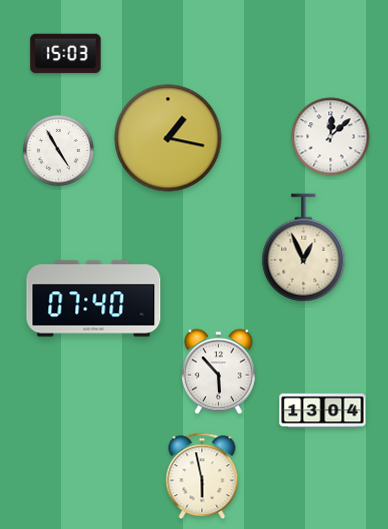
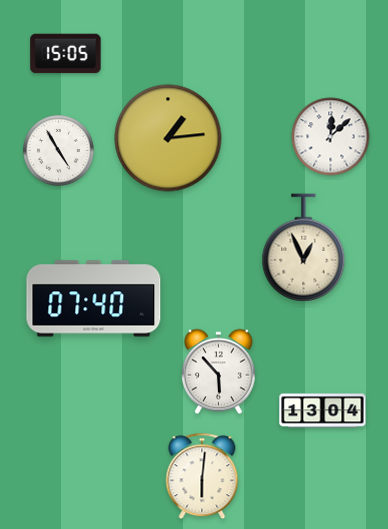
clock at (66, 54): 15:03 -> 15:05
clock at (168, 138): 1:17 -> 1:14
clock at (202, 476): 5:58 -> 6:01
